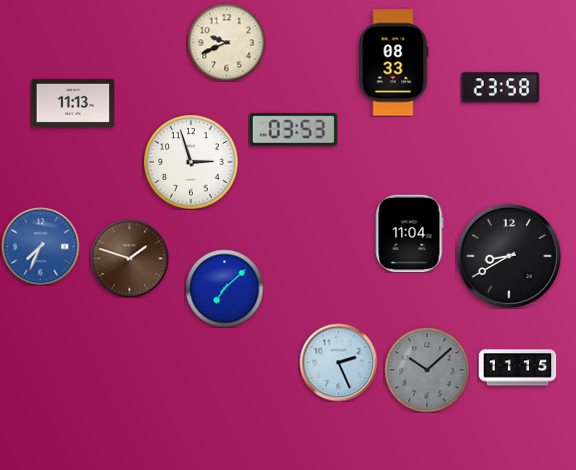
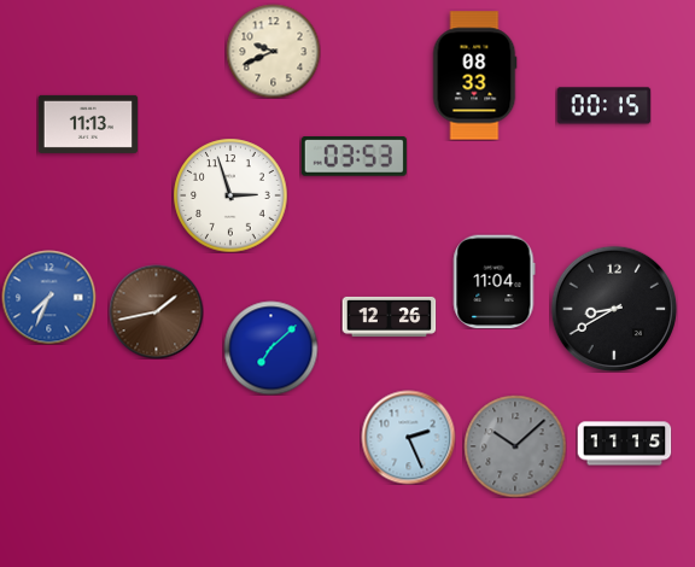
clock at (500, 88): 23:58 -> 00:15
clock at (129, 258): 1:48 -> 1:43
clock at (389, 316): none -> 12:26
